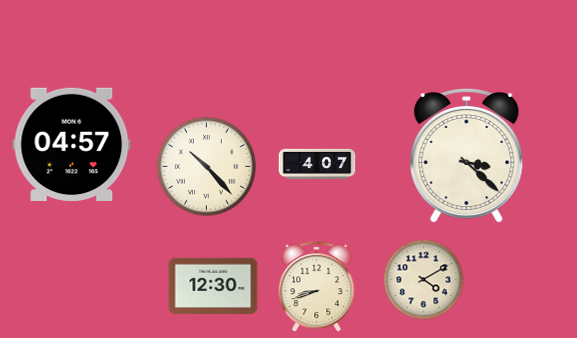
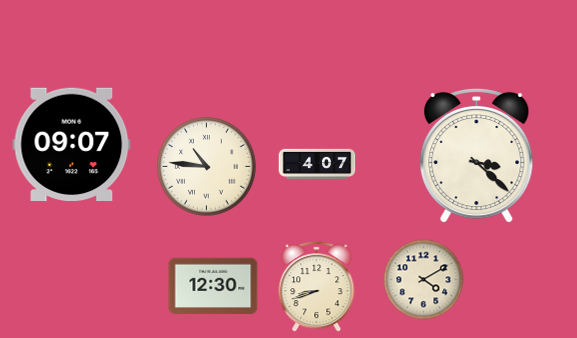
clock at (72, 144): 04:57 -> 09:07
clock at (467, 156) position: (467, 156) -> (477, 156)
clock at (207, 167): 10:23 -> 10:46
